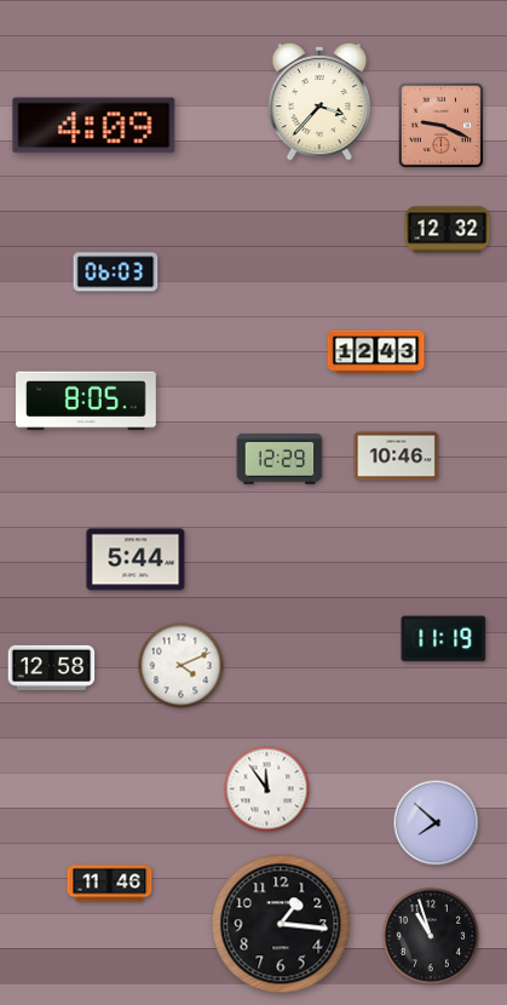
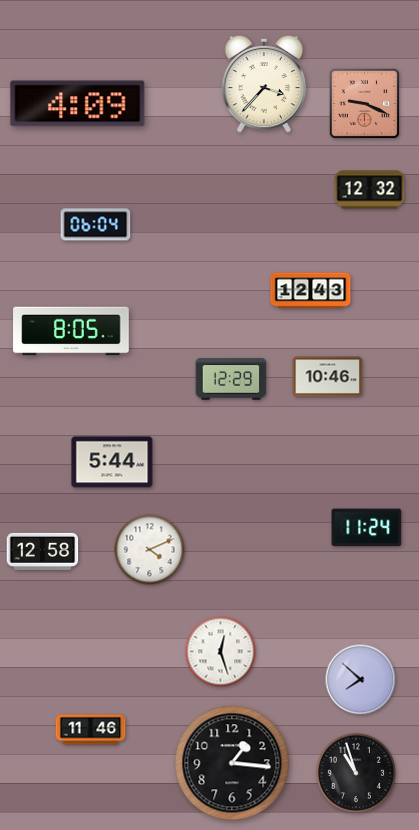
clock at (116, 272): 06:03 -> 06:04
clock at (444, 639): 11:19 -> 11:24
clock at (267, 789): 11:54 -> 12:27
